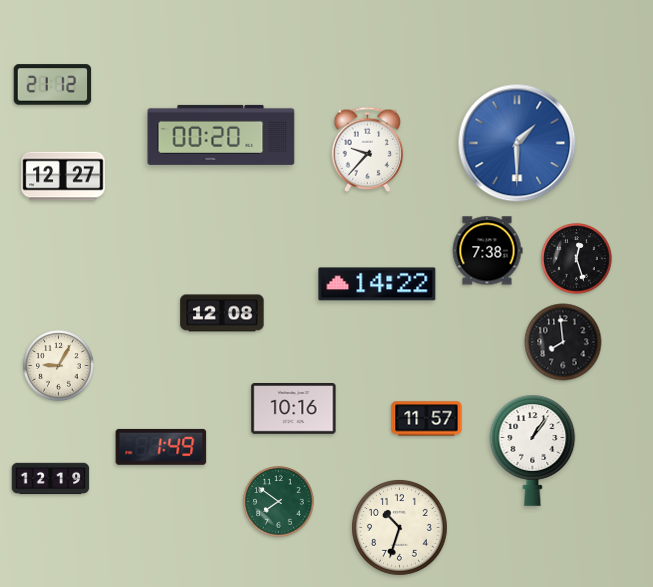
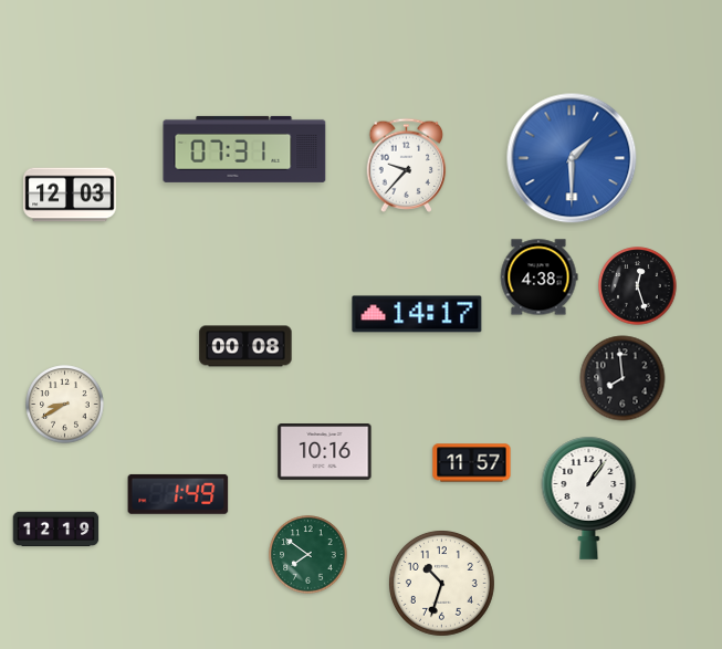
clock at (53, 85): 21:12 -> none
clock at (221, 135): 00:20 -> 07:31
clock at (63, 176): 12:27 -> 12:03
clock at (487, 251): 7:38 -> 4:38
clock at (377, 284): 14:22 -> 14:17
clock at (222, 313): 12:08 -> 00:08
clock at (59, 366): 9:05 -> 8:40
